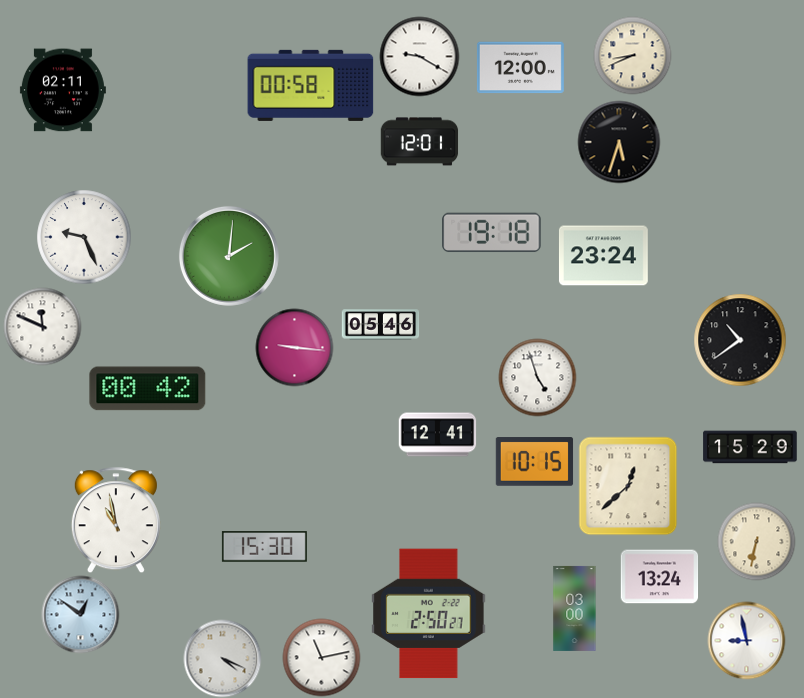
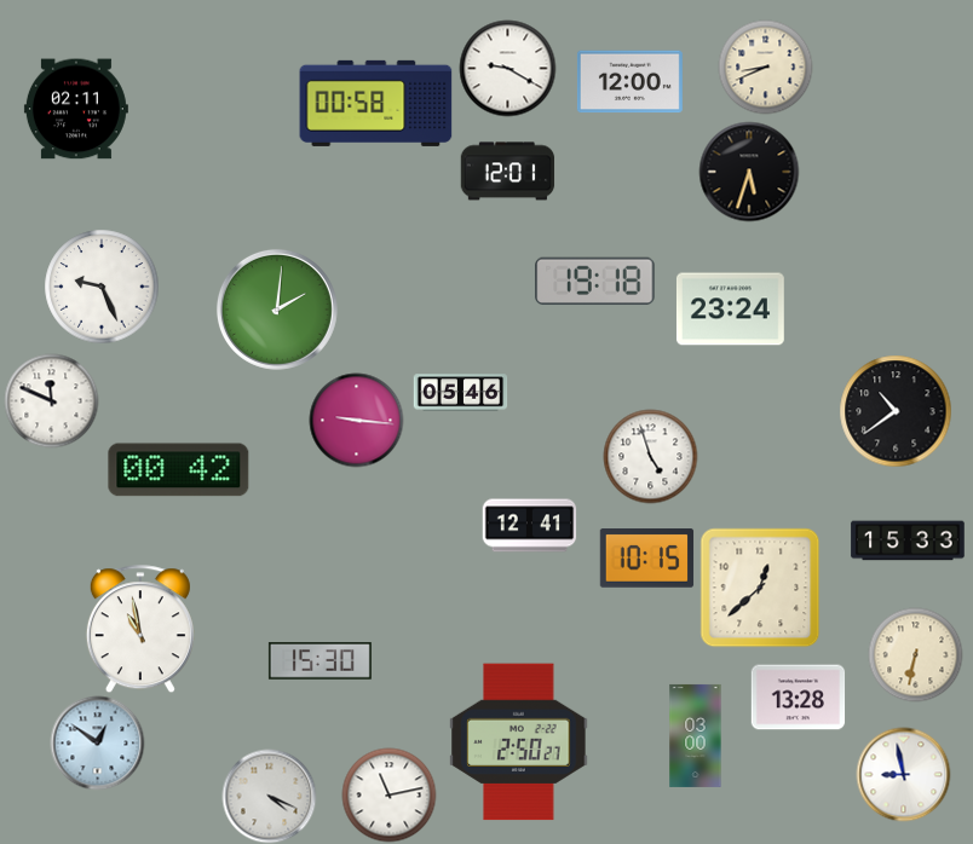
clock at (42, 326) position: (42, 326) -> (51, 400)
clock at (750, 447): 15:29 -> 15:33
clock at (659, 577): 13:24 -> 13:28
